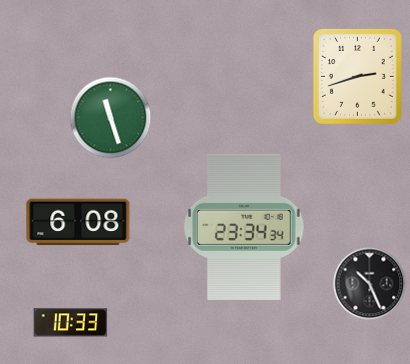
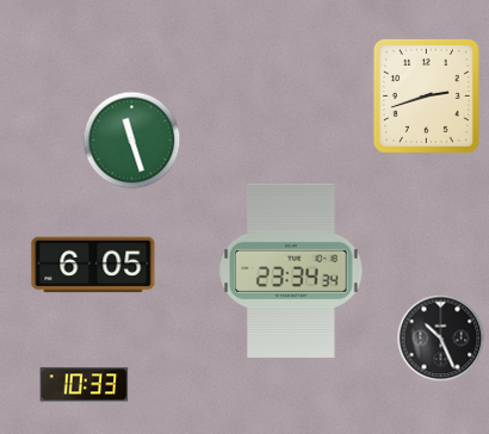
clock at (357, 76) position: (357, 76) -> (426, 95)
clock at (78, 222): 6:08 -> 6:05
